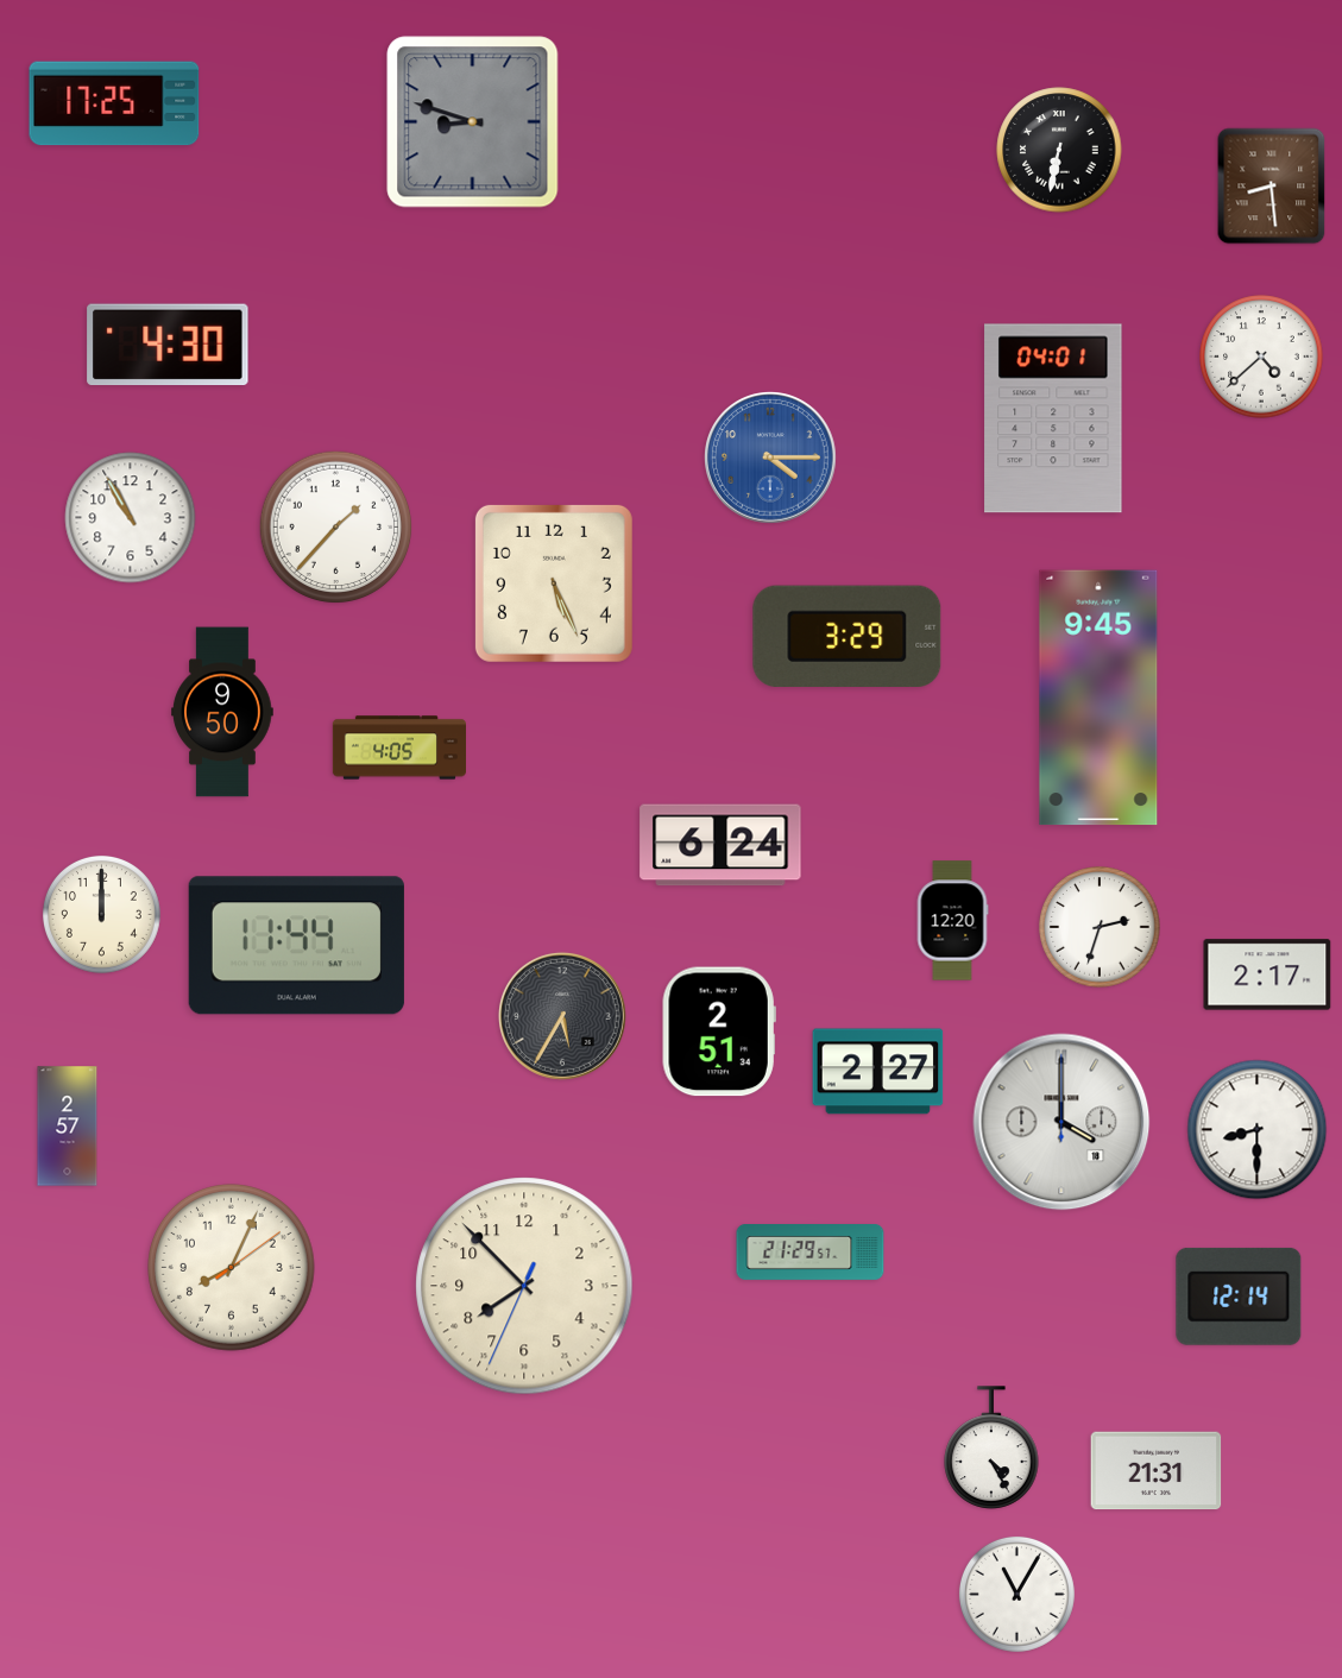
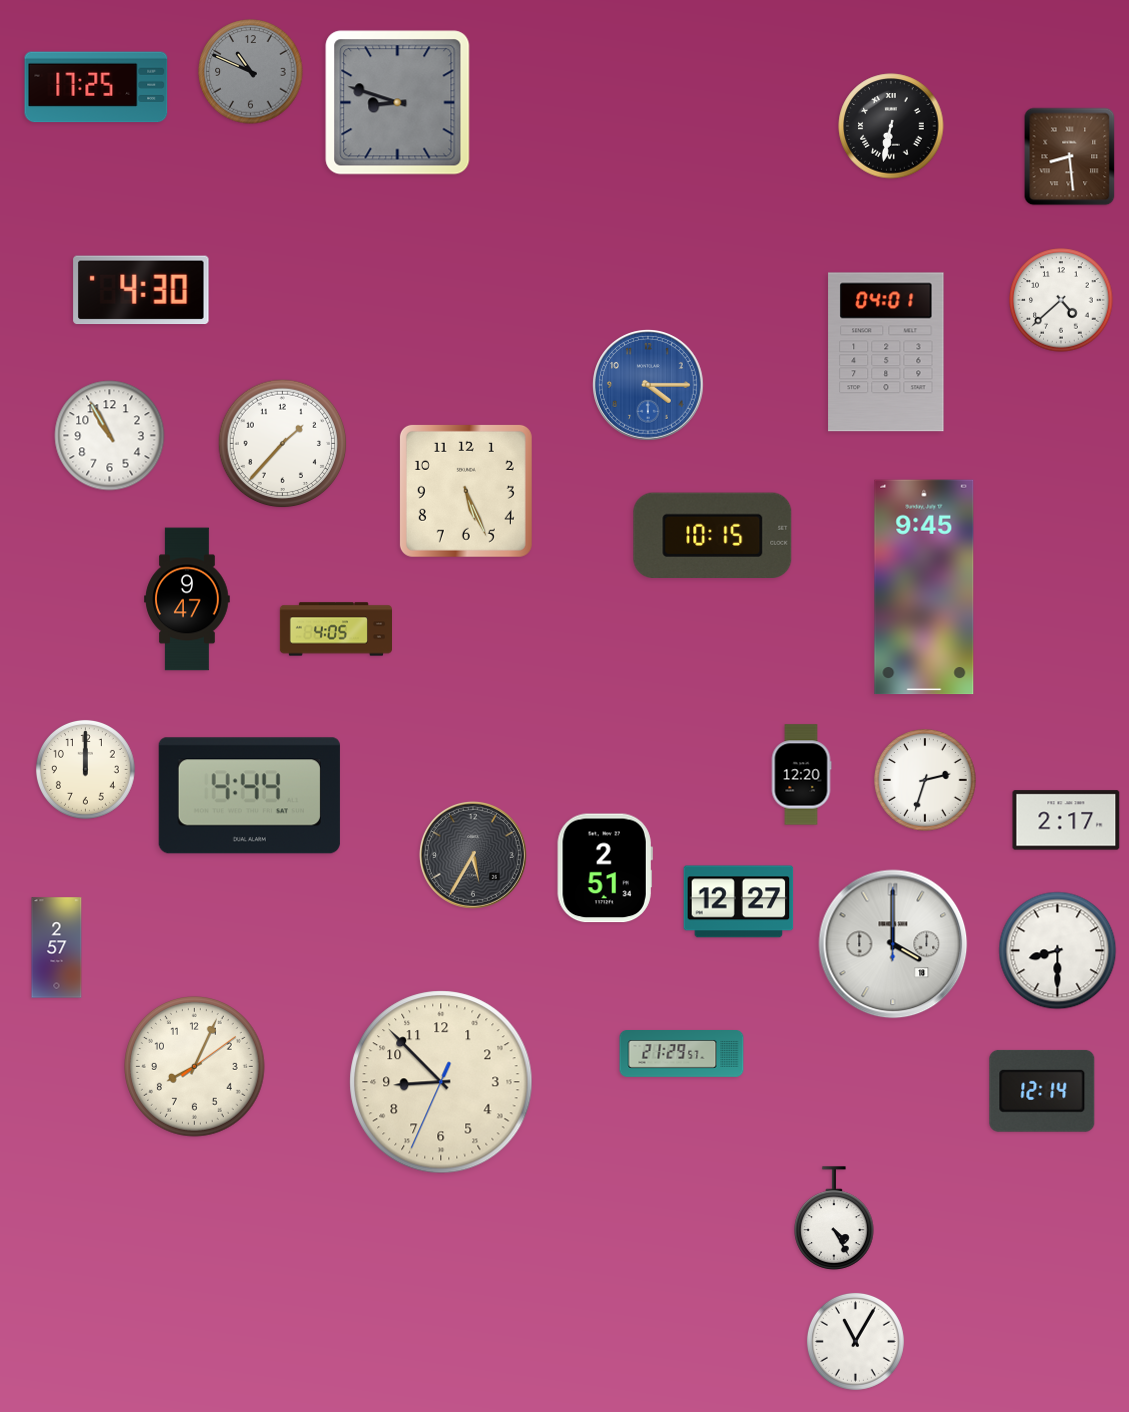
clock at (251, 72): none -> 10:49
clock at (848, 636): 3:29 -> 10:15
clock at (222, 712): 9:50 -> 9:47
clock at (720, 845): 6:24 -> none
clock at (296, 946): 11:44 -> 4:44
clock at (878, 1072): 2:27 -> 12:27
clock at (524, 1286): 7:52 -> 8:52
clock at (1157, 1471): 21:31 -> none
